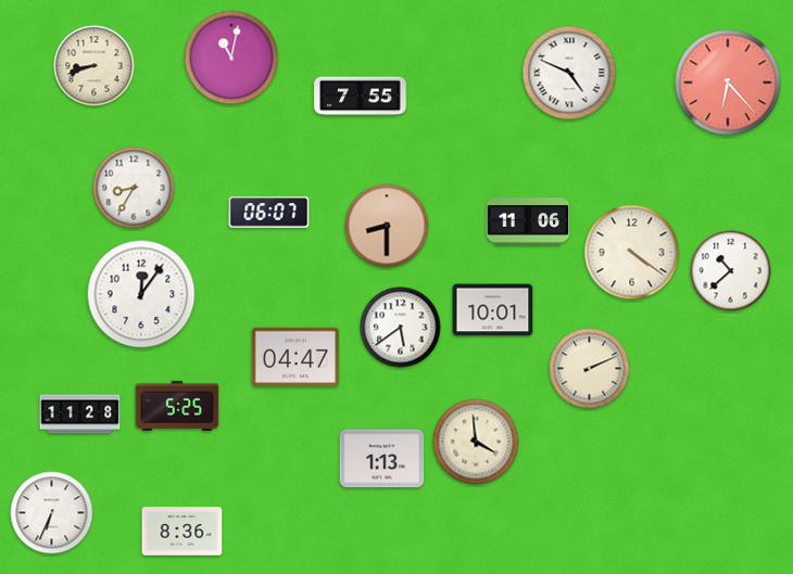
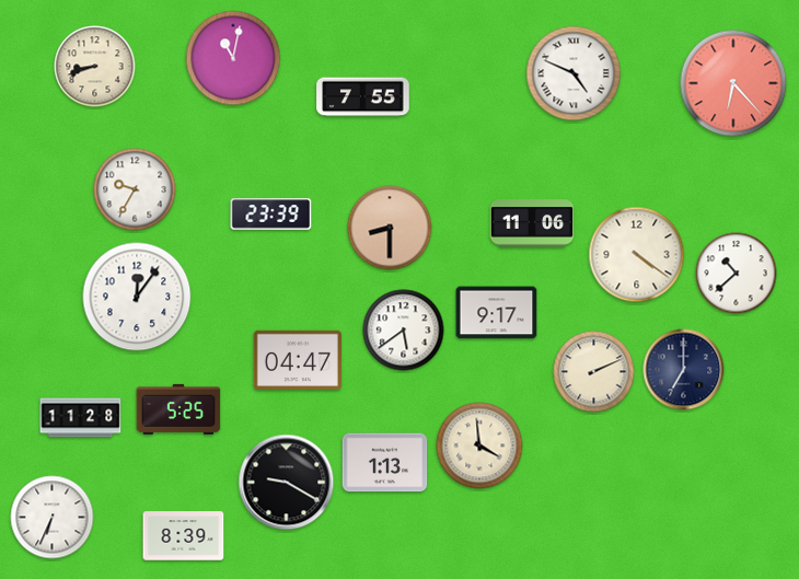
clock at (134, 188): 8:35 -> 9:35
clock at (269, 213): 06:07 -> 23:39
clock at (141, 294) position: (141, 294) -> (137, 297)
clock at (493, 310): 10:01 -> 9:17
clock at (684, 370): none -> 7:00
clock at (287, 483): none -> 9:20
clock at (182, 532): 8:36 -> 8:39
